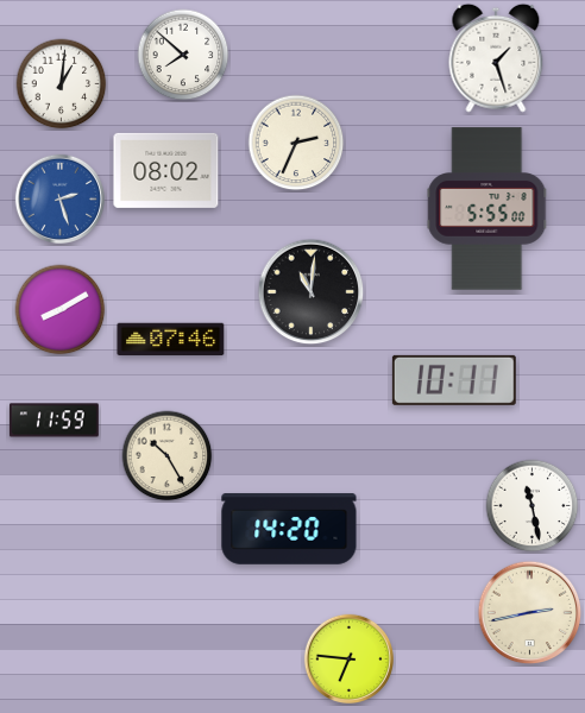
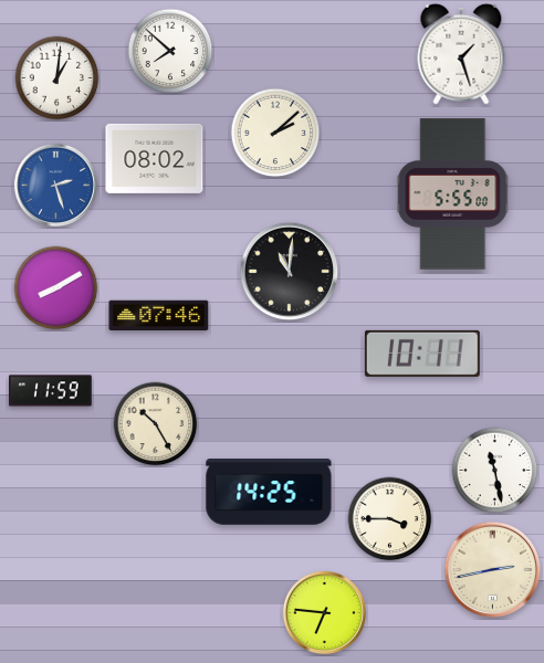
clock at (296, 143): 2:34 -> 2:08
clock at (289, 529): 14:20 -> 14:25
clock at (390, 519): none -> 3:45
